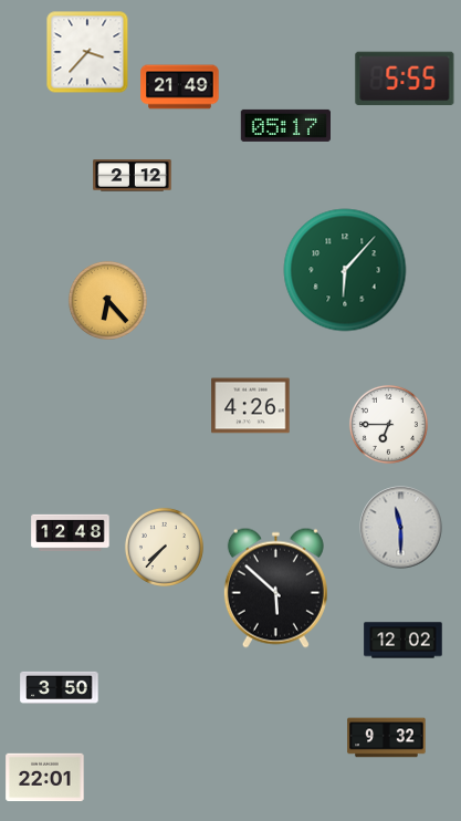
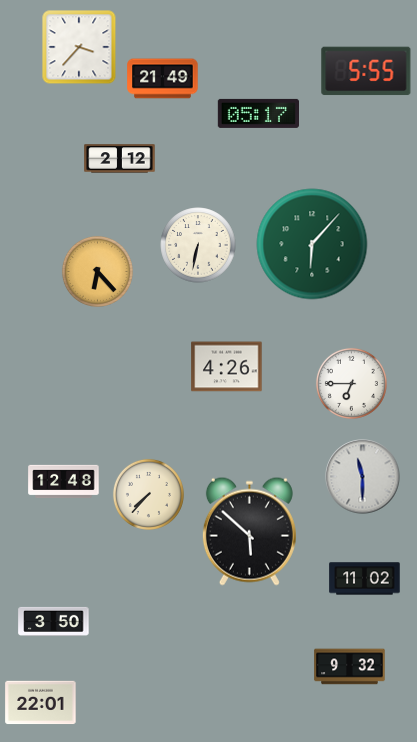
clock at (198, 245): none -> 6:32
clock at (404, 641): 12:02 -> 11:02
